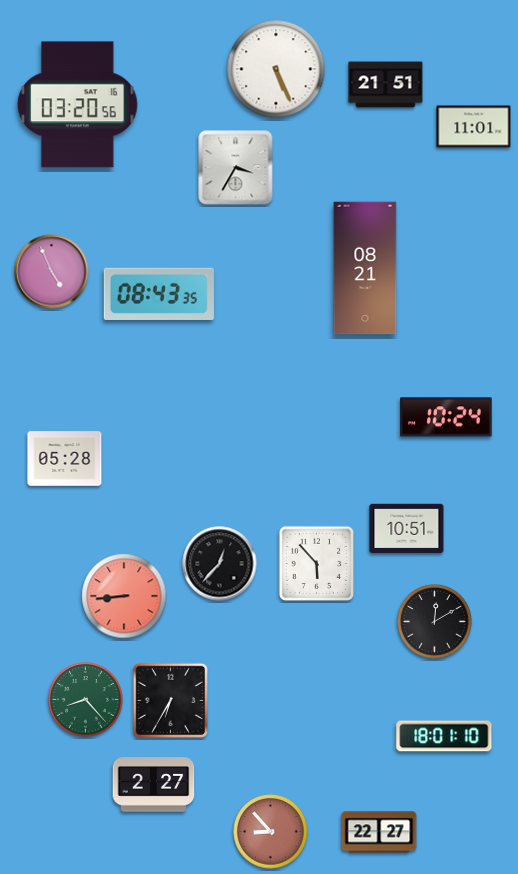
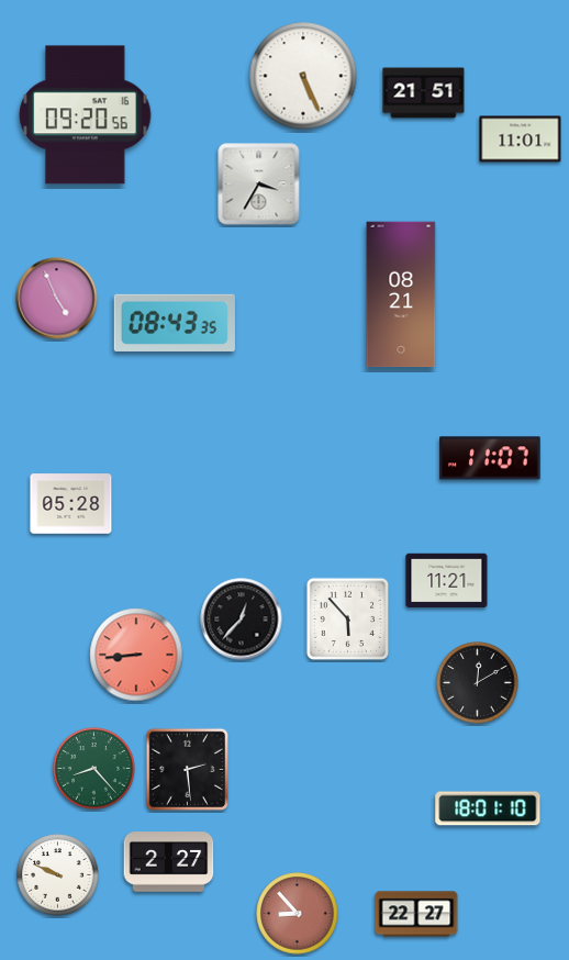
clock at (78, 105): 03:20 -> 09:20
clock at (446, 417): 10:24 -> 11:07
clock at (407, 529): 10:51 -> 11:21
clock at (170, 700): 6:35 -> 2:29
clock at (58, 875): none -> 9:49
